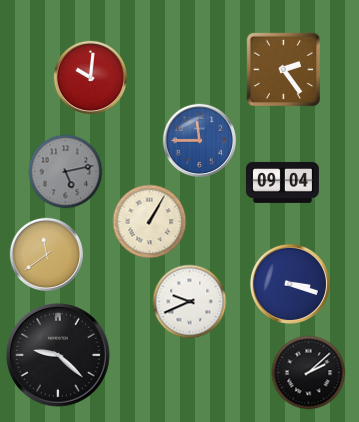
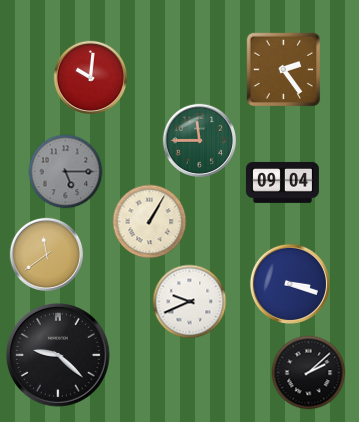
clock at (199, 140) dial: blue -> green
clock at (66, 172): 5:13 -> 5:15
